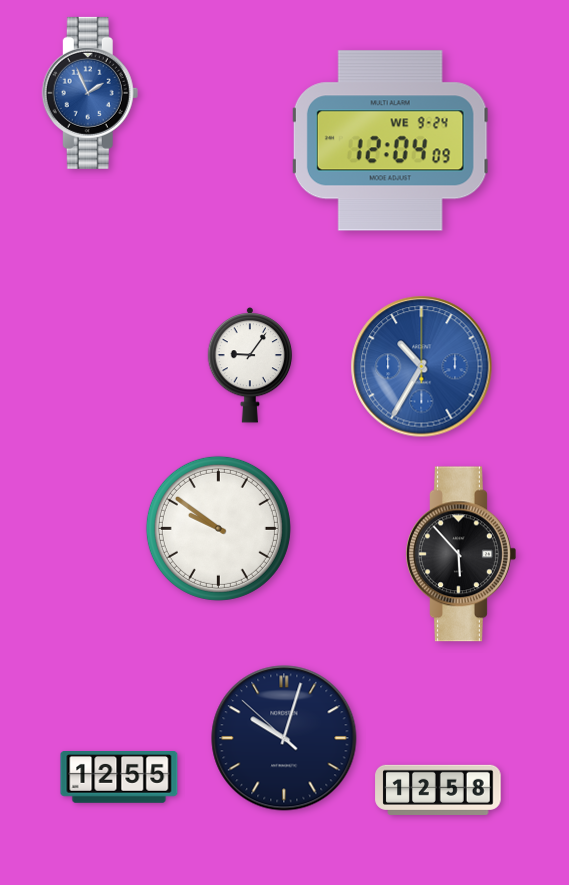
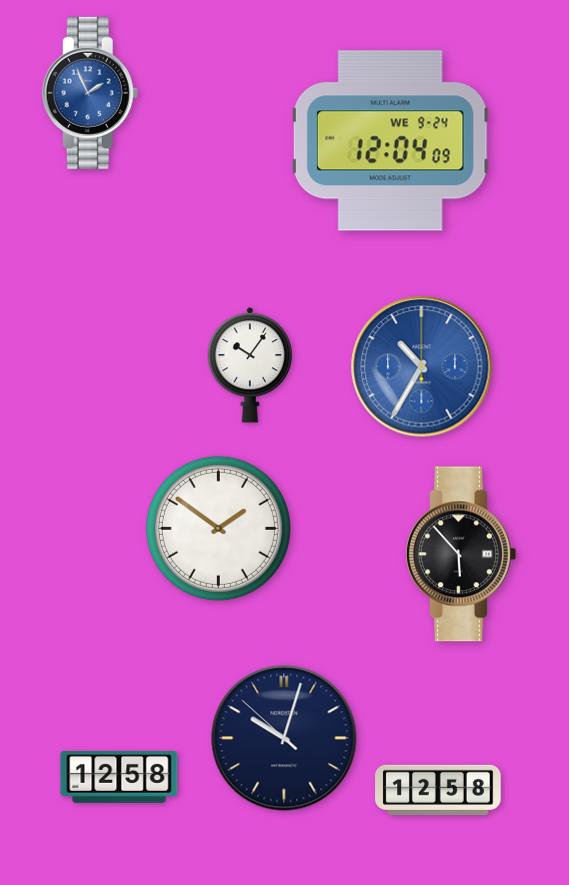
clock at (250, 365): 9:06 -> 10:06
clock at (218, 528): 9:51 -> 1:51
clock at (119, 778): 12:55 -> 12:58
